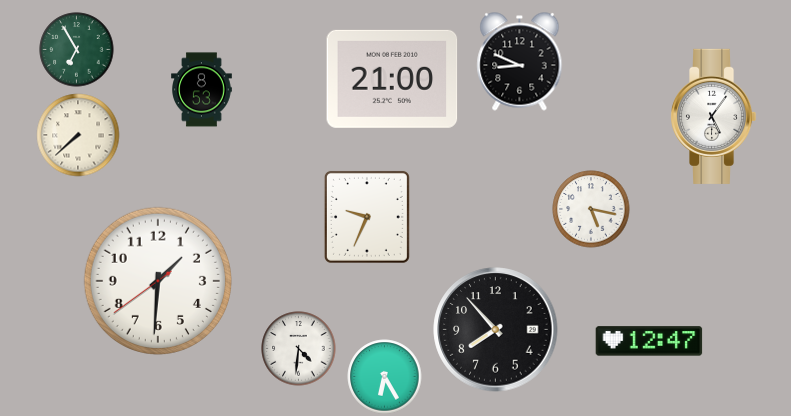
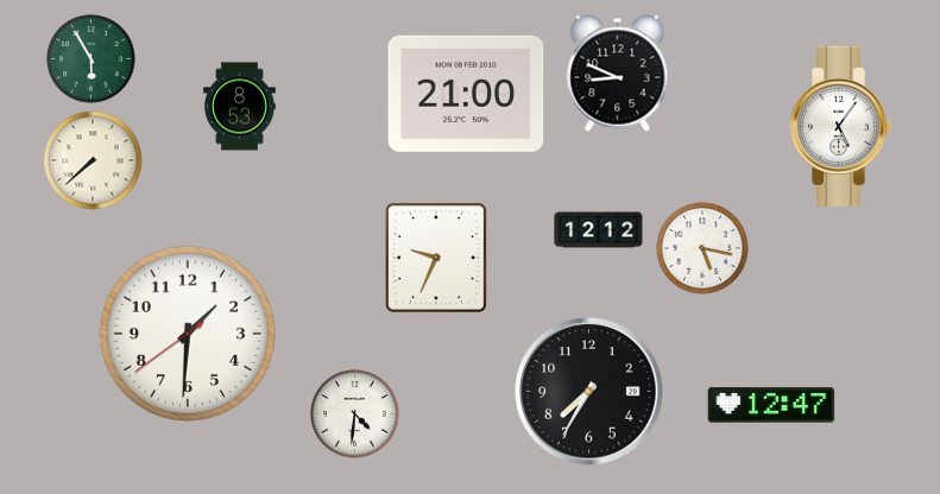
clock at (77, 50): 6:55 -> 5:55
clock at (714, 116) position: (714, 116) -> (841, 126)
clock at (599, 230): none -> 12:12
clock at (496, 330): 7:53 -> 7:35
clock at (385, 377): 6:25 -> none
